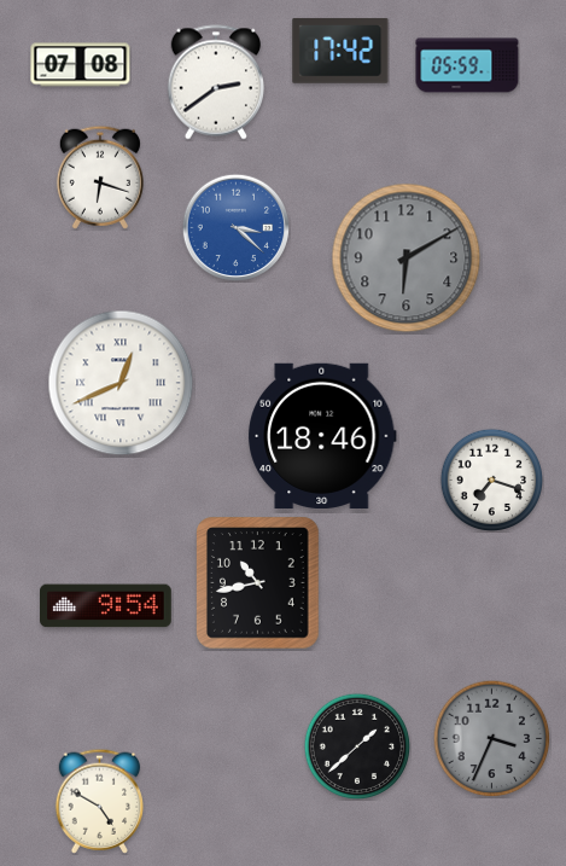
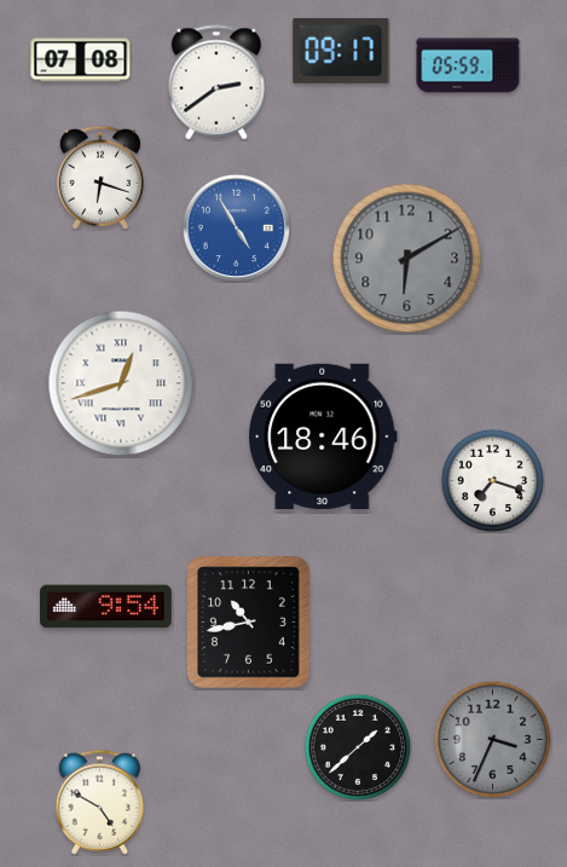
clock at (340, 51): 17:42 -> 09:17
clock at (81, 65) position: (81, 65) -> (81, 60)
clock at (235, 227): 3:22 -> 4:55
clock at (121, 383): 12:41 -> 12:42
clock at (258, 583) position: (258, 583) -> (249, 623)
